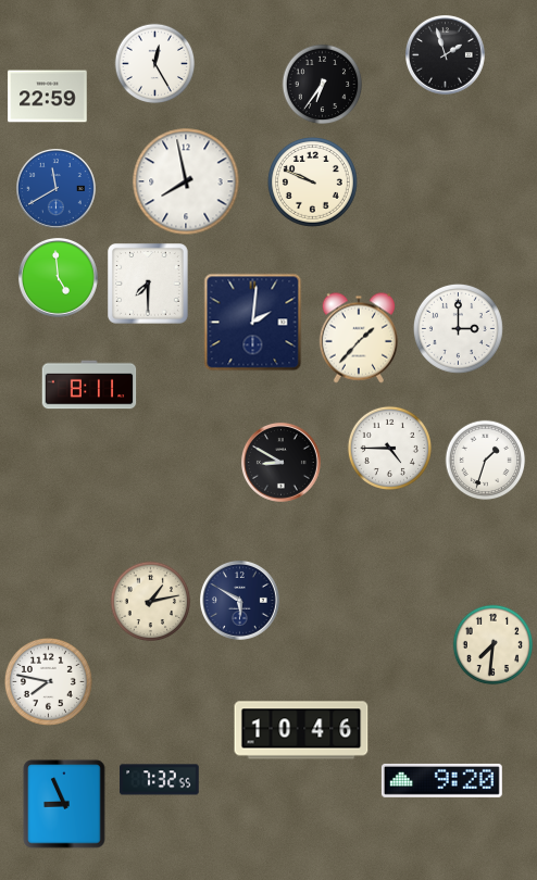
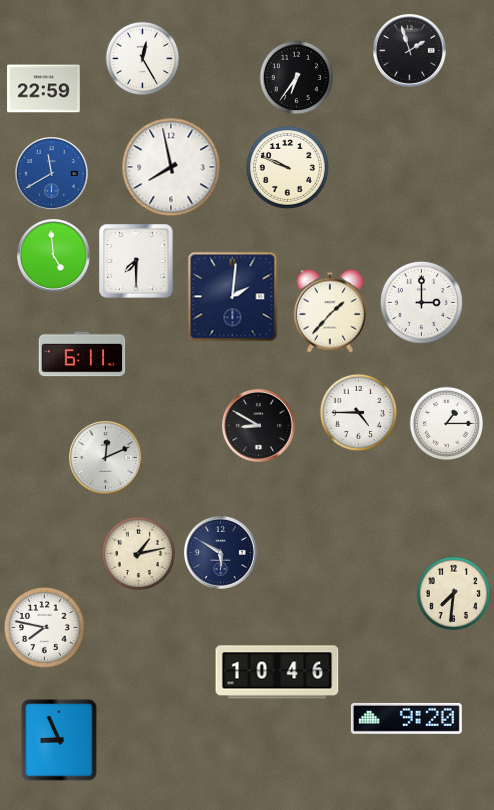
clock at (89, 385): 8:11 -> 6:11
clock at (486, 461): 1:33 -> 1:15
clock at (106, 458): none -> 12:11
clock at (160, 780): 7:32 -> none
